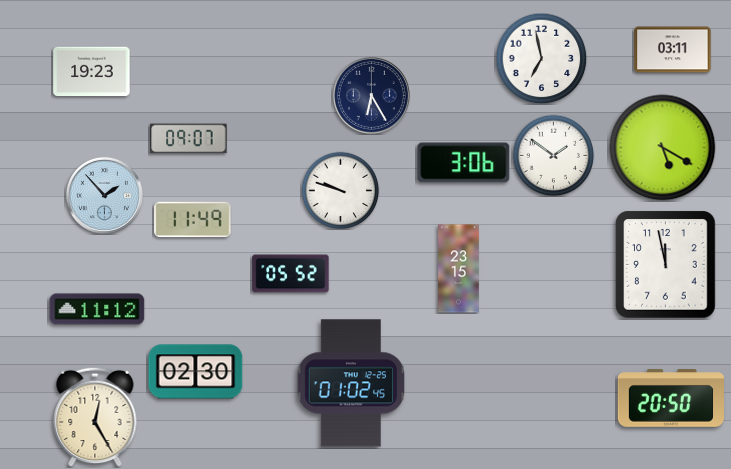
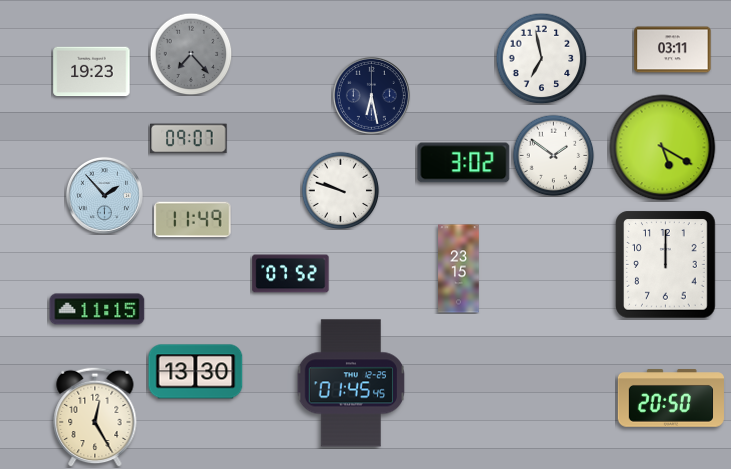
clock at (191, 54): none -> 7:23
clock at (371, 95): 6:25 -> 6:28
clock at (464, 163): 3:06 -> 3:02
clock at (666, 265): 11:58 -> 12:00
clock at (291, 274): 05:52 -> 07:52
clock at (97, 309): 11:12 -> 11:15
clock at (196, 372): 02:30 -> 13:30
clock at (350, 383): 01:02 -> 01:45
